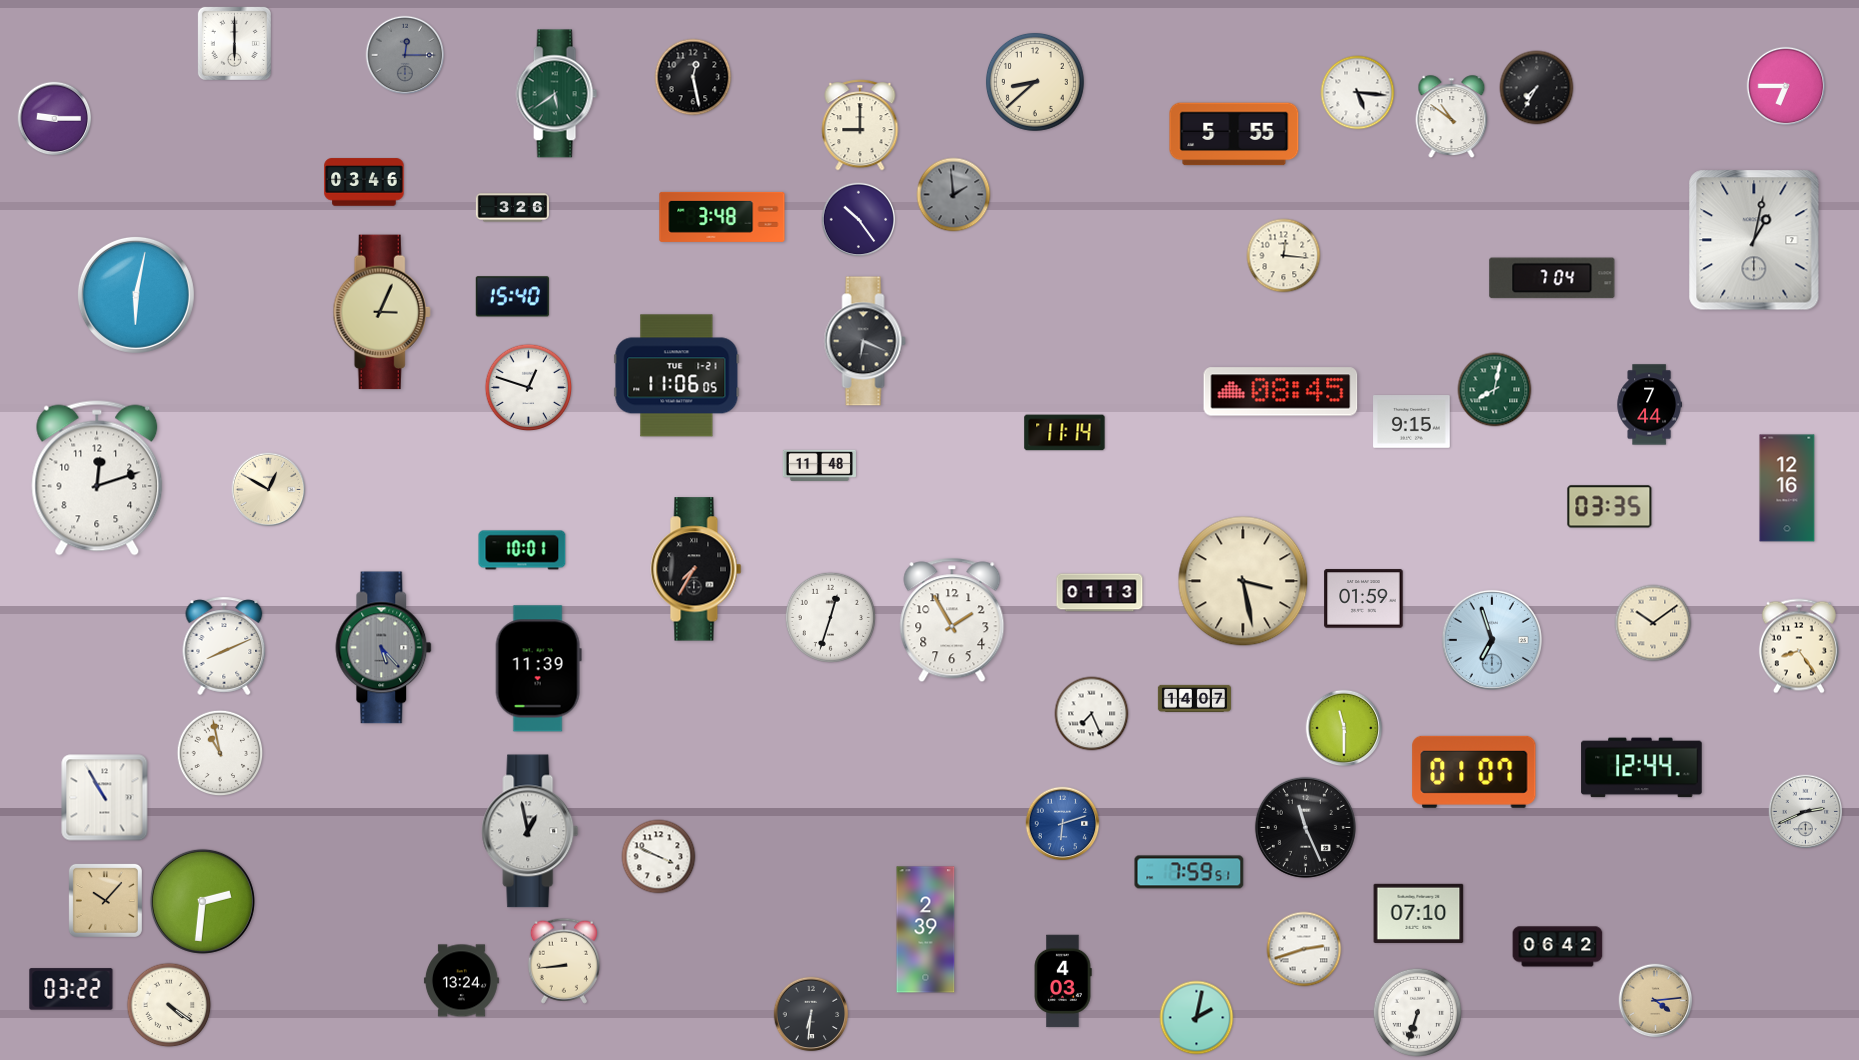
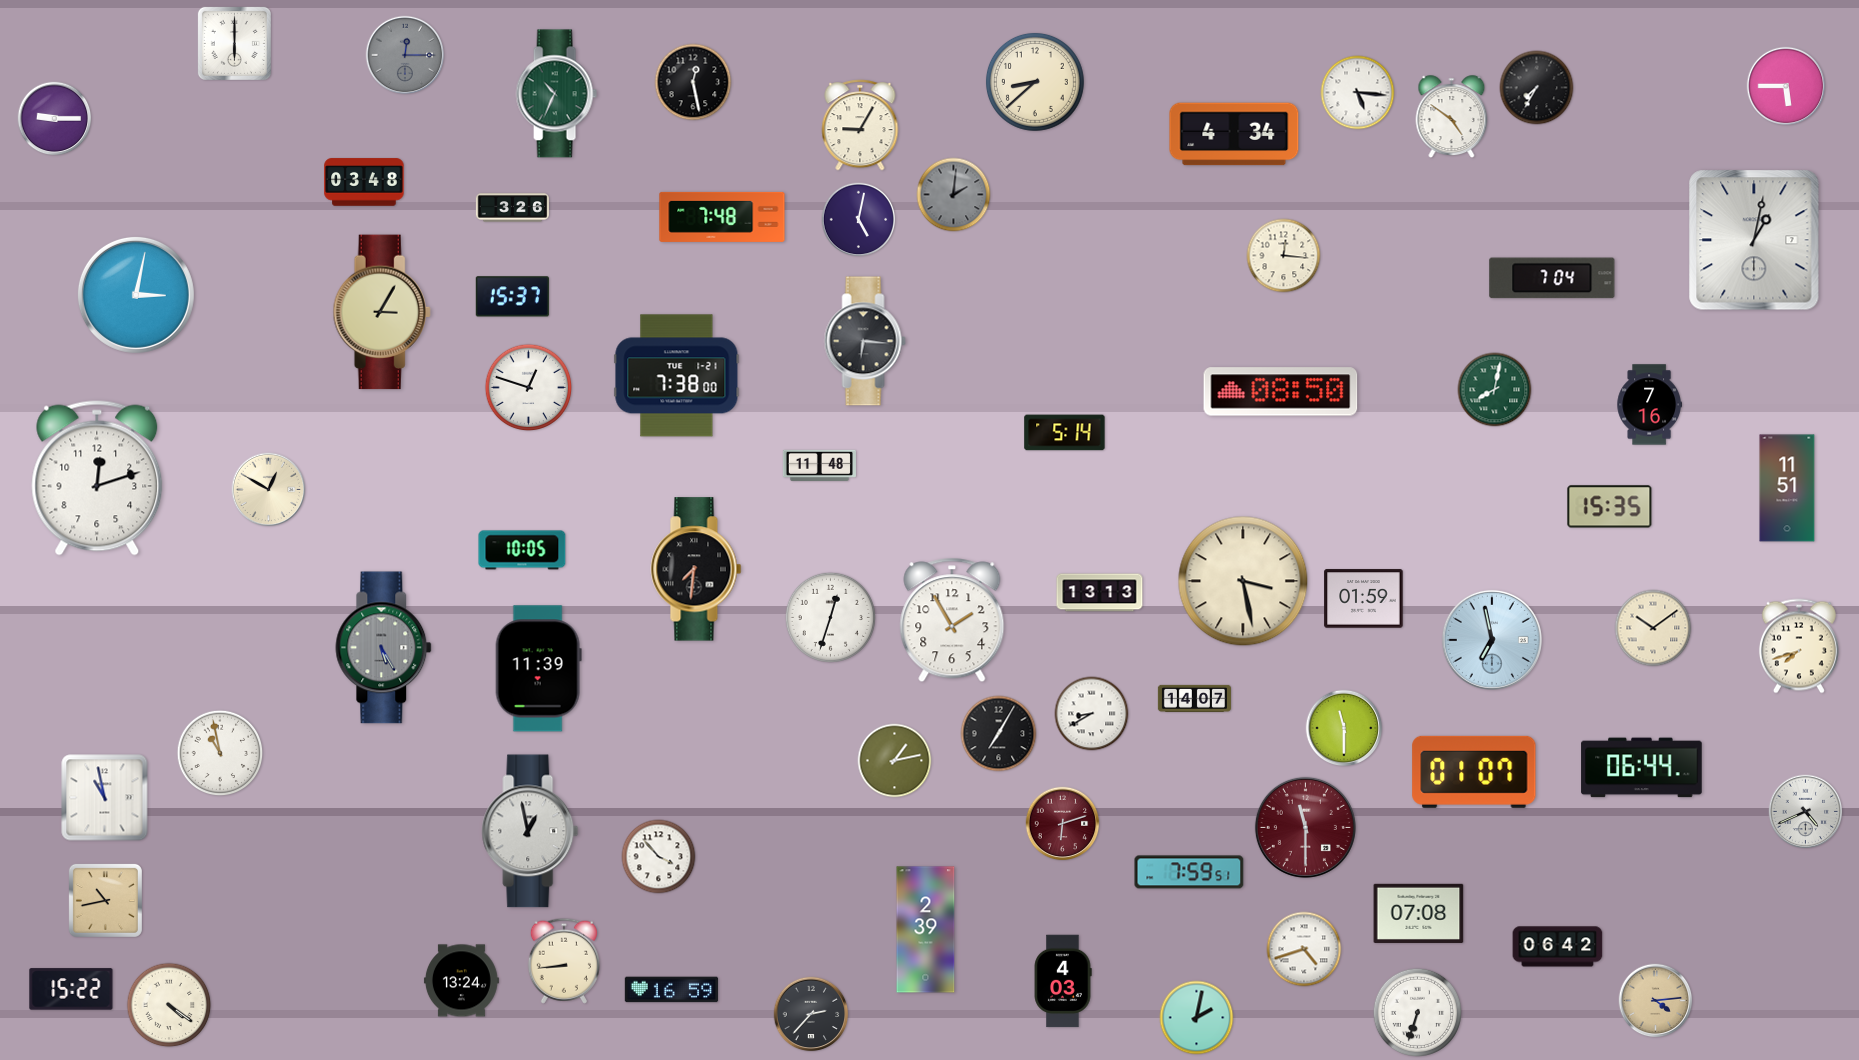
clock at (693, 77) position: (693, 77) -> (693, 82)
clock at (1786, 86): 6:45 -> 5:45
clock at (556, 94): 5:39 -> 10:34
clock at (1452, 116): 10:51 -> 4:51
clock at (860, 125): 9:00 -> 9:05
clock at (1234, 134): 5:55 -> 4:34
clock at (364, 182): 03:46 -> 03:48
clock at (954, 195): 1:59 -> 2:01
clock at (722, 217): 3:48 -> 7:48
clock at (859, 220): 10:24 -> 5:02
clock at (136, 295): 6:02 -> 3:02
clock at (512, 297): 15:40 -> 15:37
clock at (382, 312): 3:04 -> 3:05
clock at (865, 341): 6:19 -> 6:16
clock at (677, 376): 11:06 -> 7:38
clock at (1281, 392): 08:45 -> 08:50
clock at (1649, 405): 7:44 -> 7:16
clock at (1412, 422): 9:15 -> none
clock at (1065, 433): 11:14 -> 5:14
clock at (1787, 488): 12:16 -> 11:51
clock at (1610, 507): 03:35 -> 15:35
clock at (522, 550): 10:01 -> 10:05
clock at (696, 569): 7:35 -> 7:31
clock at (1100, 593): 01:13 -> 13:13
clock at (1653, 623) position: (1653, 623) -> (1653, 628)
clock at (1492, 640): 6:57 -> 6:58
clock at (224, 646): 8:11 -> none
clock at (1799, 646): 8:24 -> 7:42
clock at (384, 648): 5:23 -> 5:25
clock at (1092, 714): 7:26 -> 8:40
clock at (999, 734): none -> 7:05
clock at (895, 761): none -> 1:13
clock at (1642, 768): 12:44 -> 06:44
clock at (105, 798): 10:55 -> 10:58
clock at (1806, 812): 2:41 -> 4:41
clock at (1063, 824) dial: blue -> burgundy
clock at (1305, 827): 11:26 -> 11:30
clock at (1305, 827) dial: black -> burgundy
clock at (659, 857): 3:49 -> 3:53
clock at (105, 900): 10:07 -> 10:43
clock at (202, 901): 2:31 -> none
clock at (1419, 913): 07:10 -> 07:08
clock at (1304, 949): 2:42 -> 4:42
clock at (71, 989): 03:22 -> 15:22
clock at (672, 990): none -> 16:59
clock at (811, 1014): 6:31 -> 2:37
